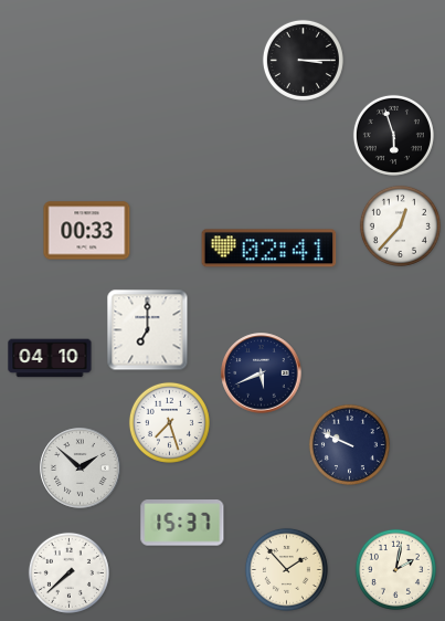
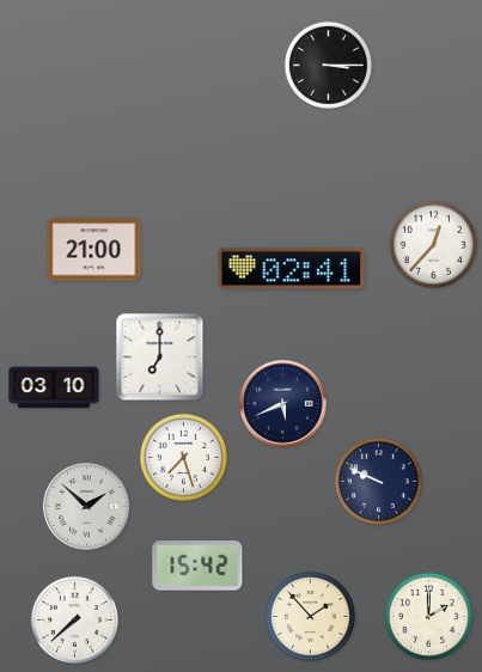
clock at (393, 135): 5:57 -> none
clock at (87, 231): 00:33 -> 21:00
clock at (50, 358): 04:10 -> 03:10
clock at (182, 523): 15:37 -> 15:42
clock at (395, 569): 2:02 -> 2:00
